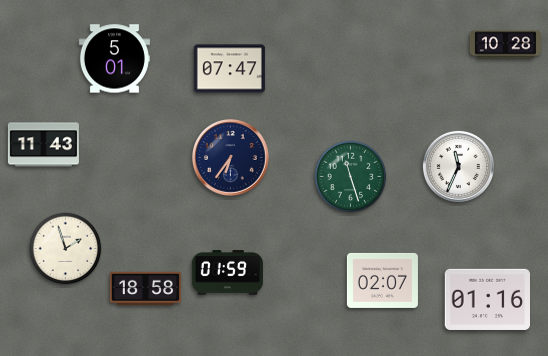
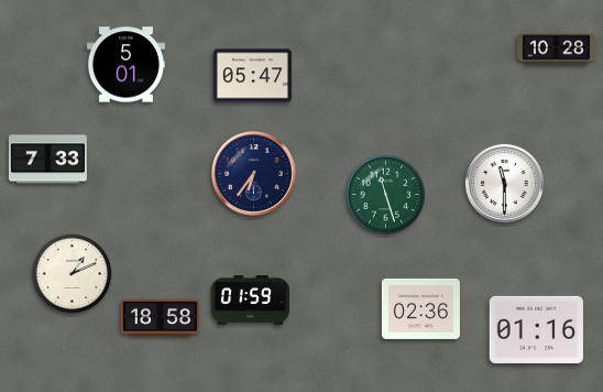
clock at (229, 69): 07:47 -> 05:47
clock at (43, 145): 11:43 -> 7:33
clock at (458, 166): 11:34 -> 11:30
clock at (66, 249): 1:57 -> 1:11
clock at (382, 280): 02:07 -> 02:36
